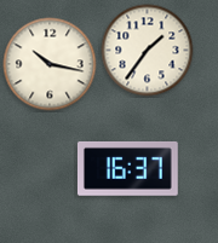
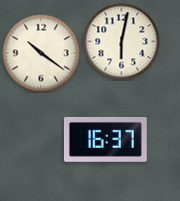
clock at (148, 51): 1:36 -> 6:02
clock at (50, 64): 10:17 -> 10:21
